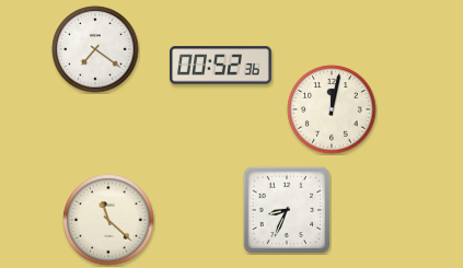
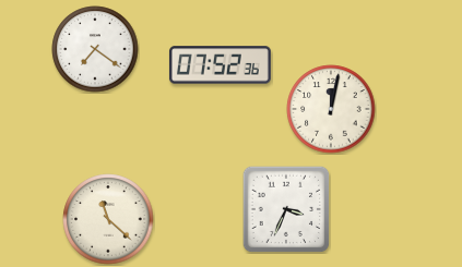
clock at (220, 66): 00:52 -> 07:52
clock at (287, 210): 8:34 -> 3:34
